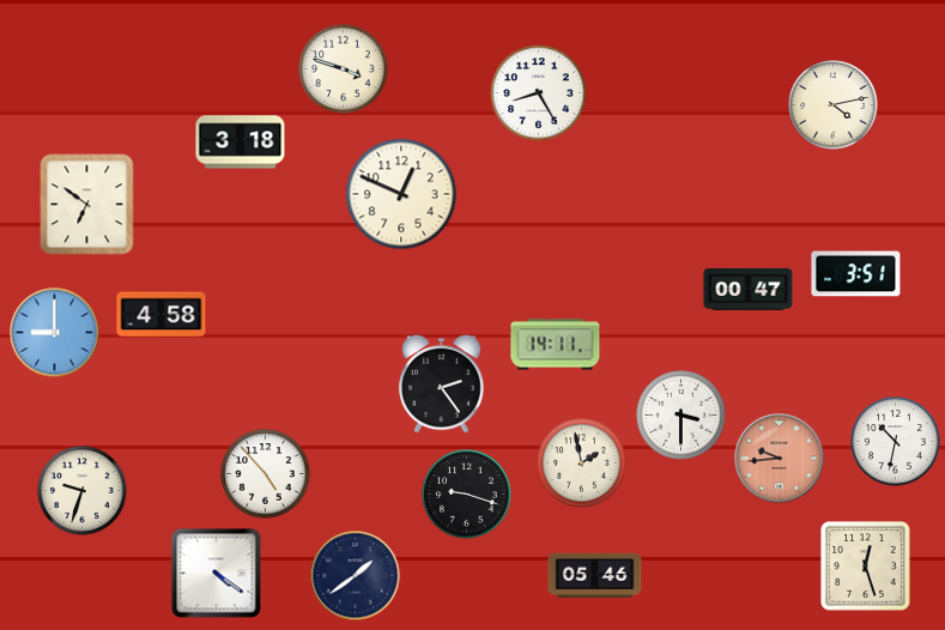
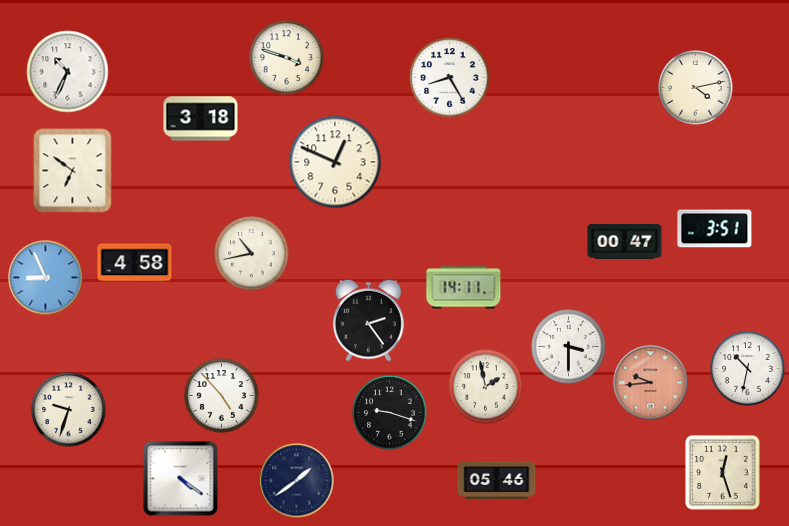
clock at (68, 72): none -> 10:34
clock at (252, 254): none -> 10:43
clock at (55, 333): 9:00 -> 8:56
